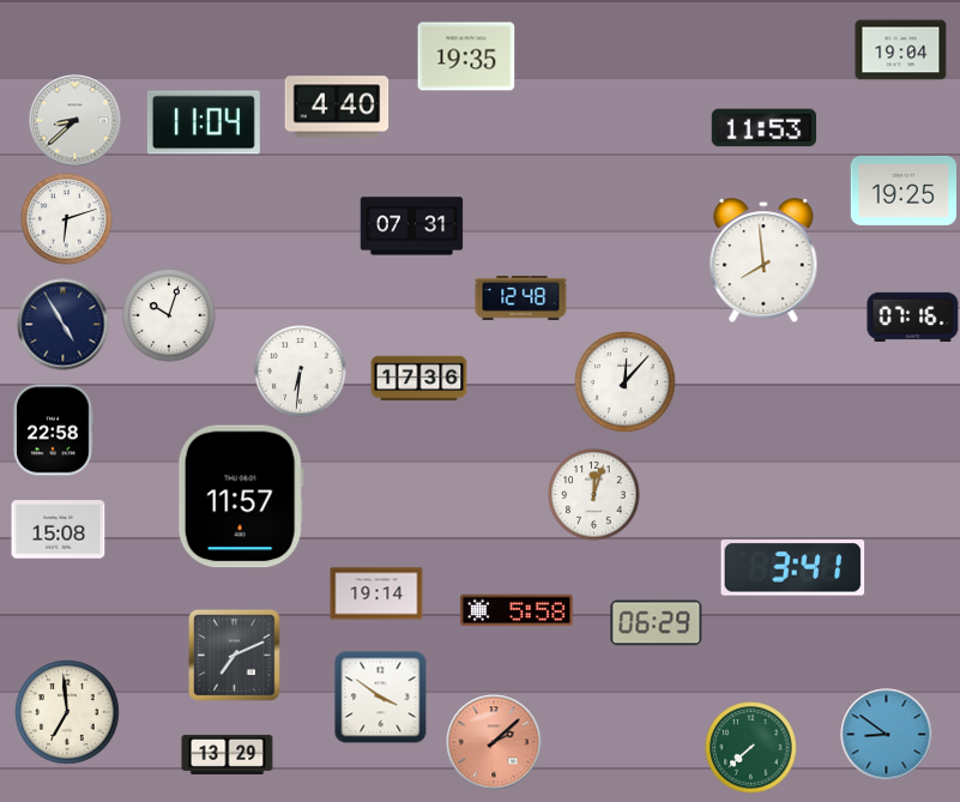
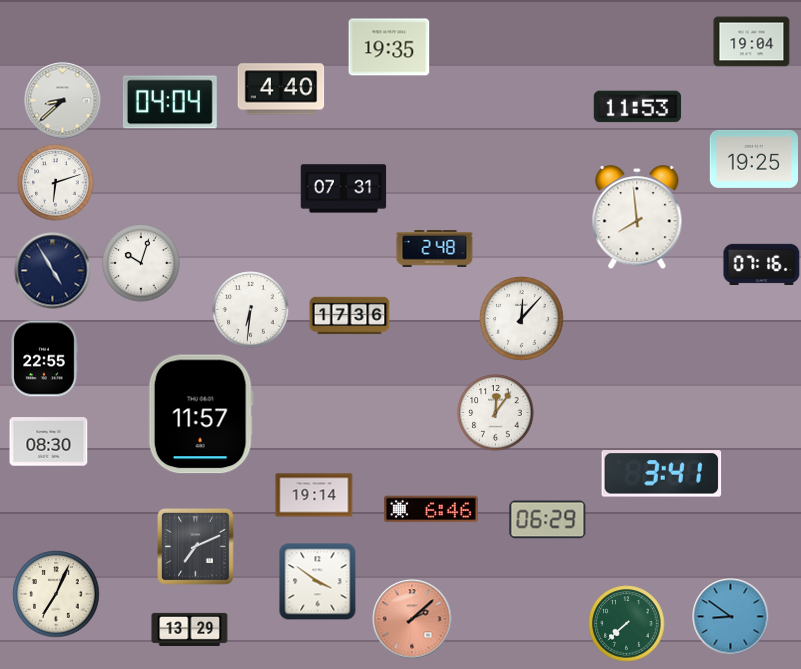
clock at (204, 122): 11:04 -> 04:04
clock at (521, 299): 12:48 -> 2:48
clock at (53, 430): 22:58 -> 22:55
clock at (594, 495): 12:03 -> 12:06
clock at (59, 530): 15:08 -> 08:30
clock at (517, 610): 5:58 -> 6:46
clock at (67, 712): 6:59 -> 7:04
clock at (887, 735) position: (887, 735) -> (731, 617)
